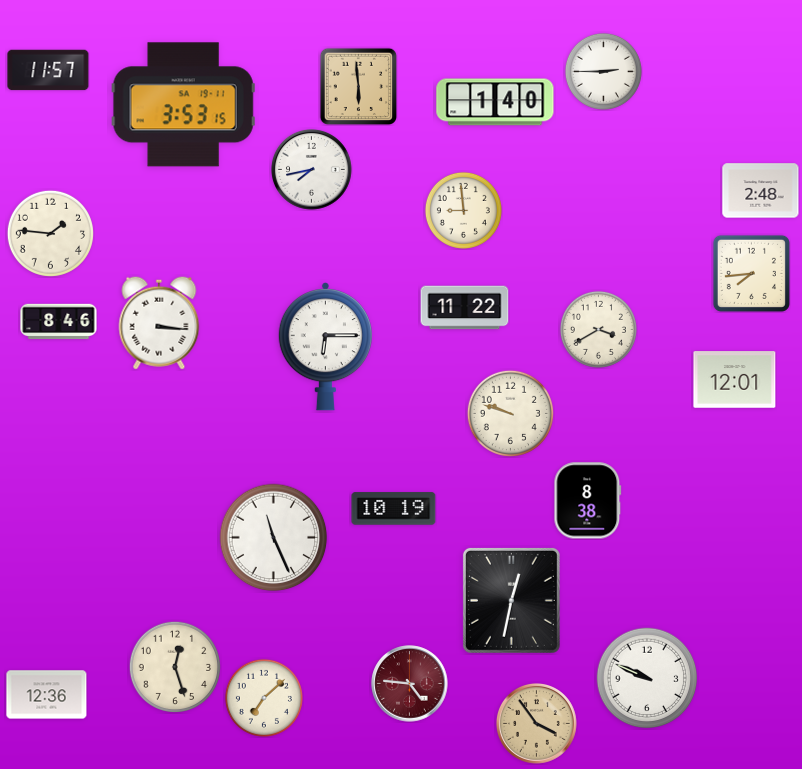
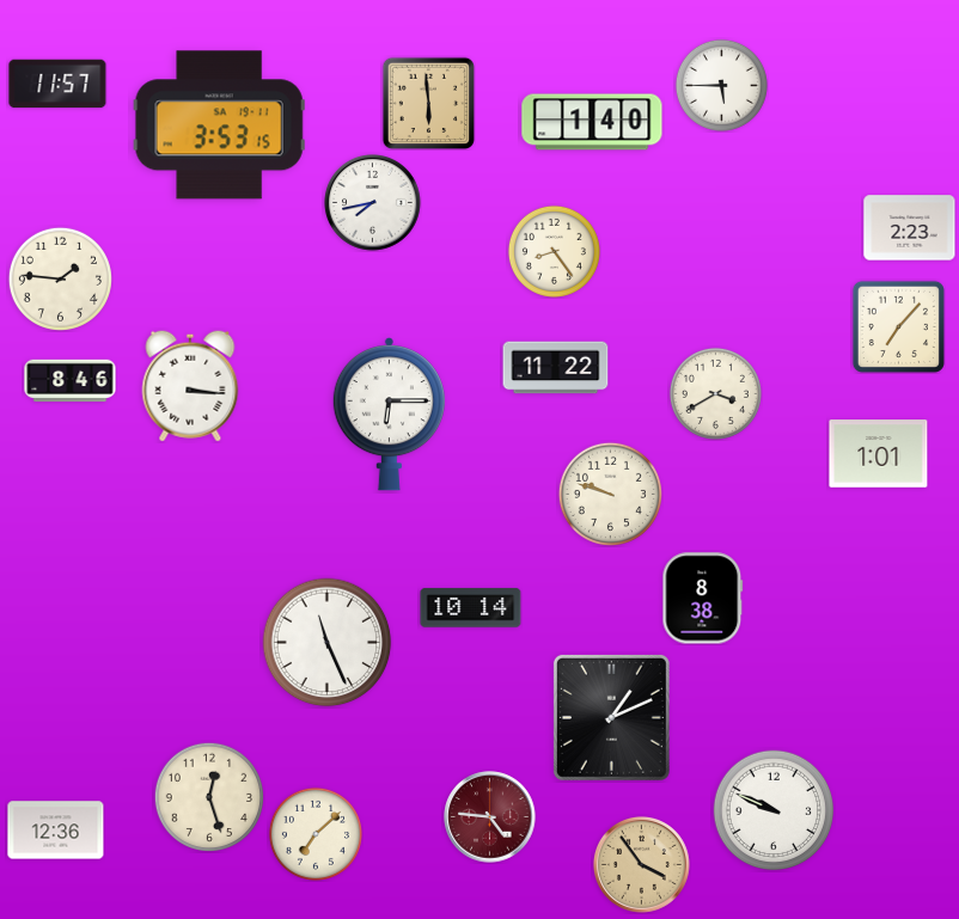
clock at (603, 71): 2:45 -> 5:45
clock at (761, 191): 2:48 -> 2:23
clock at (463, 210): 8:59 -> 8:24
clock at (751, 273): 7:44 -> 7:07
clock at (59, 322) position: (59, 322) -> (71, 381)
clock at (735, 380): 12:01 -> 1:01
clock at (394, 509): 10:19 -> 10:14
clock at (511, 600): 12:32 -> 1:11
